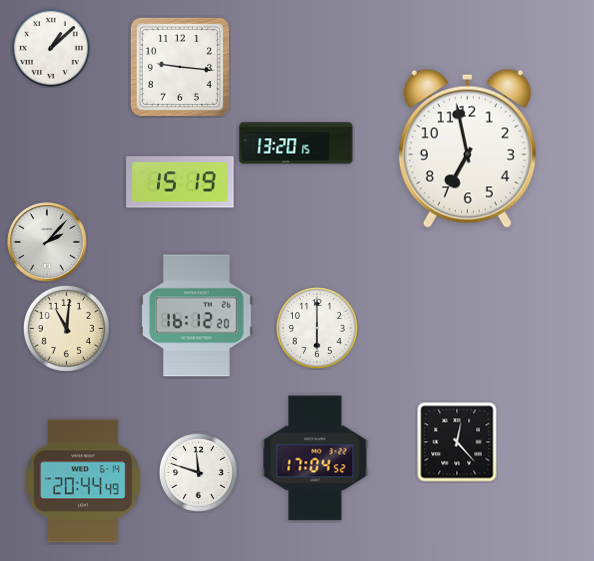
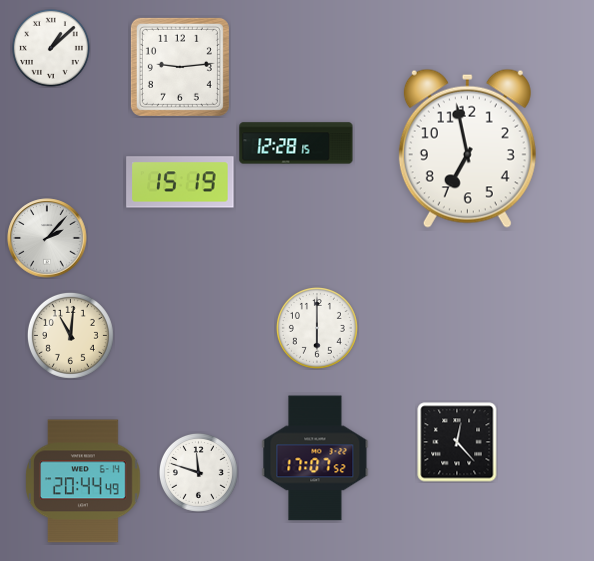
clock at (180, 67): 9:16 -> 9:14
clock at (296, 143): 13:20 -> 12:28
clock at (47, 242) position: (47, 242) -> (47, 238)
clock at (197, 316): 16:12 -> none
clock at (66, 328) position: (66, 328) -> (70, 335)
clock at (315, 458): 17:04 -> 17:07
